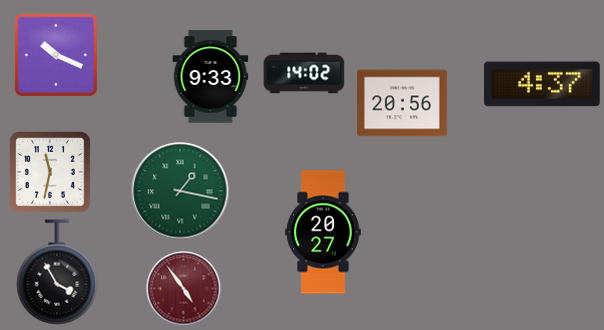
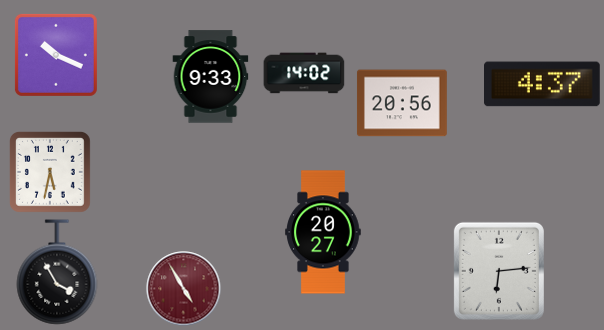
clock at (50, 172): 11:32 -> 5:32
clock at (180, 191): 1:17 -> none
clock at (499, 271): none -> 6:14
clock at (184, 289): 4:54 -> 4:55
